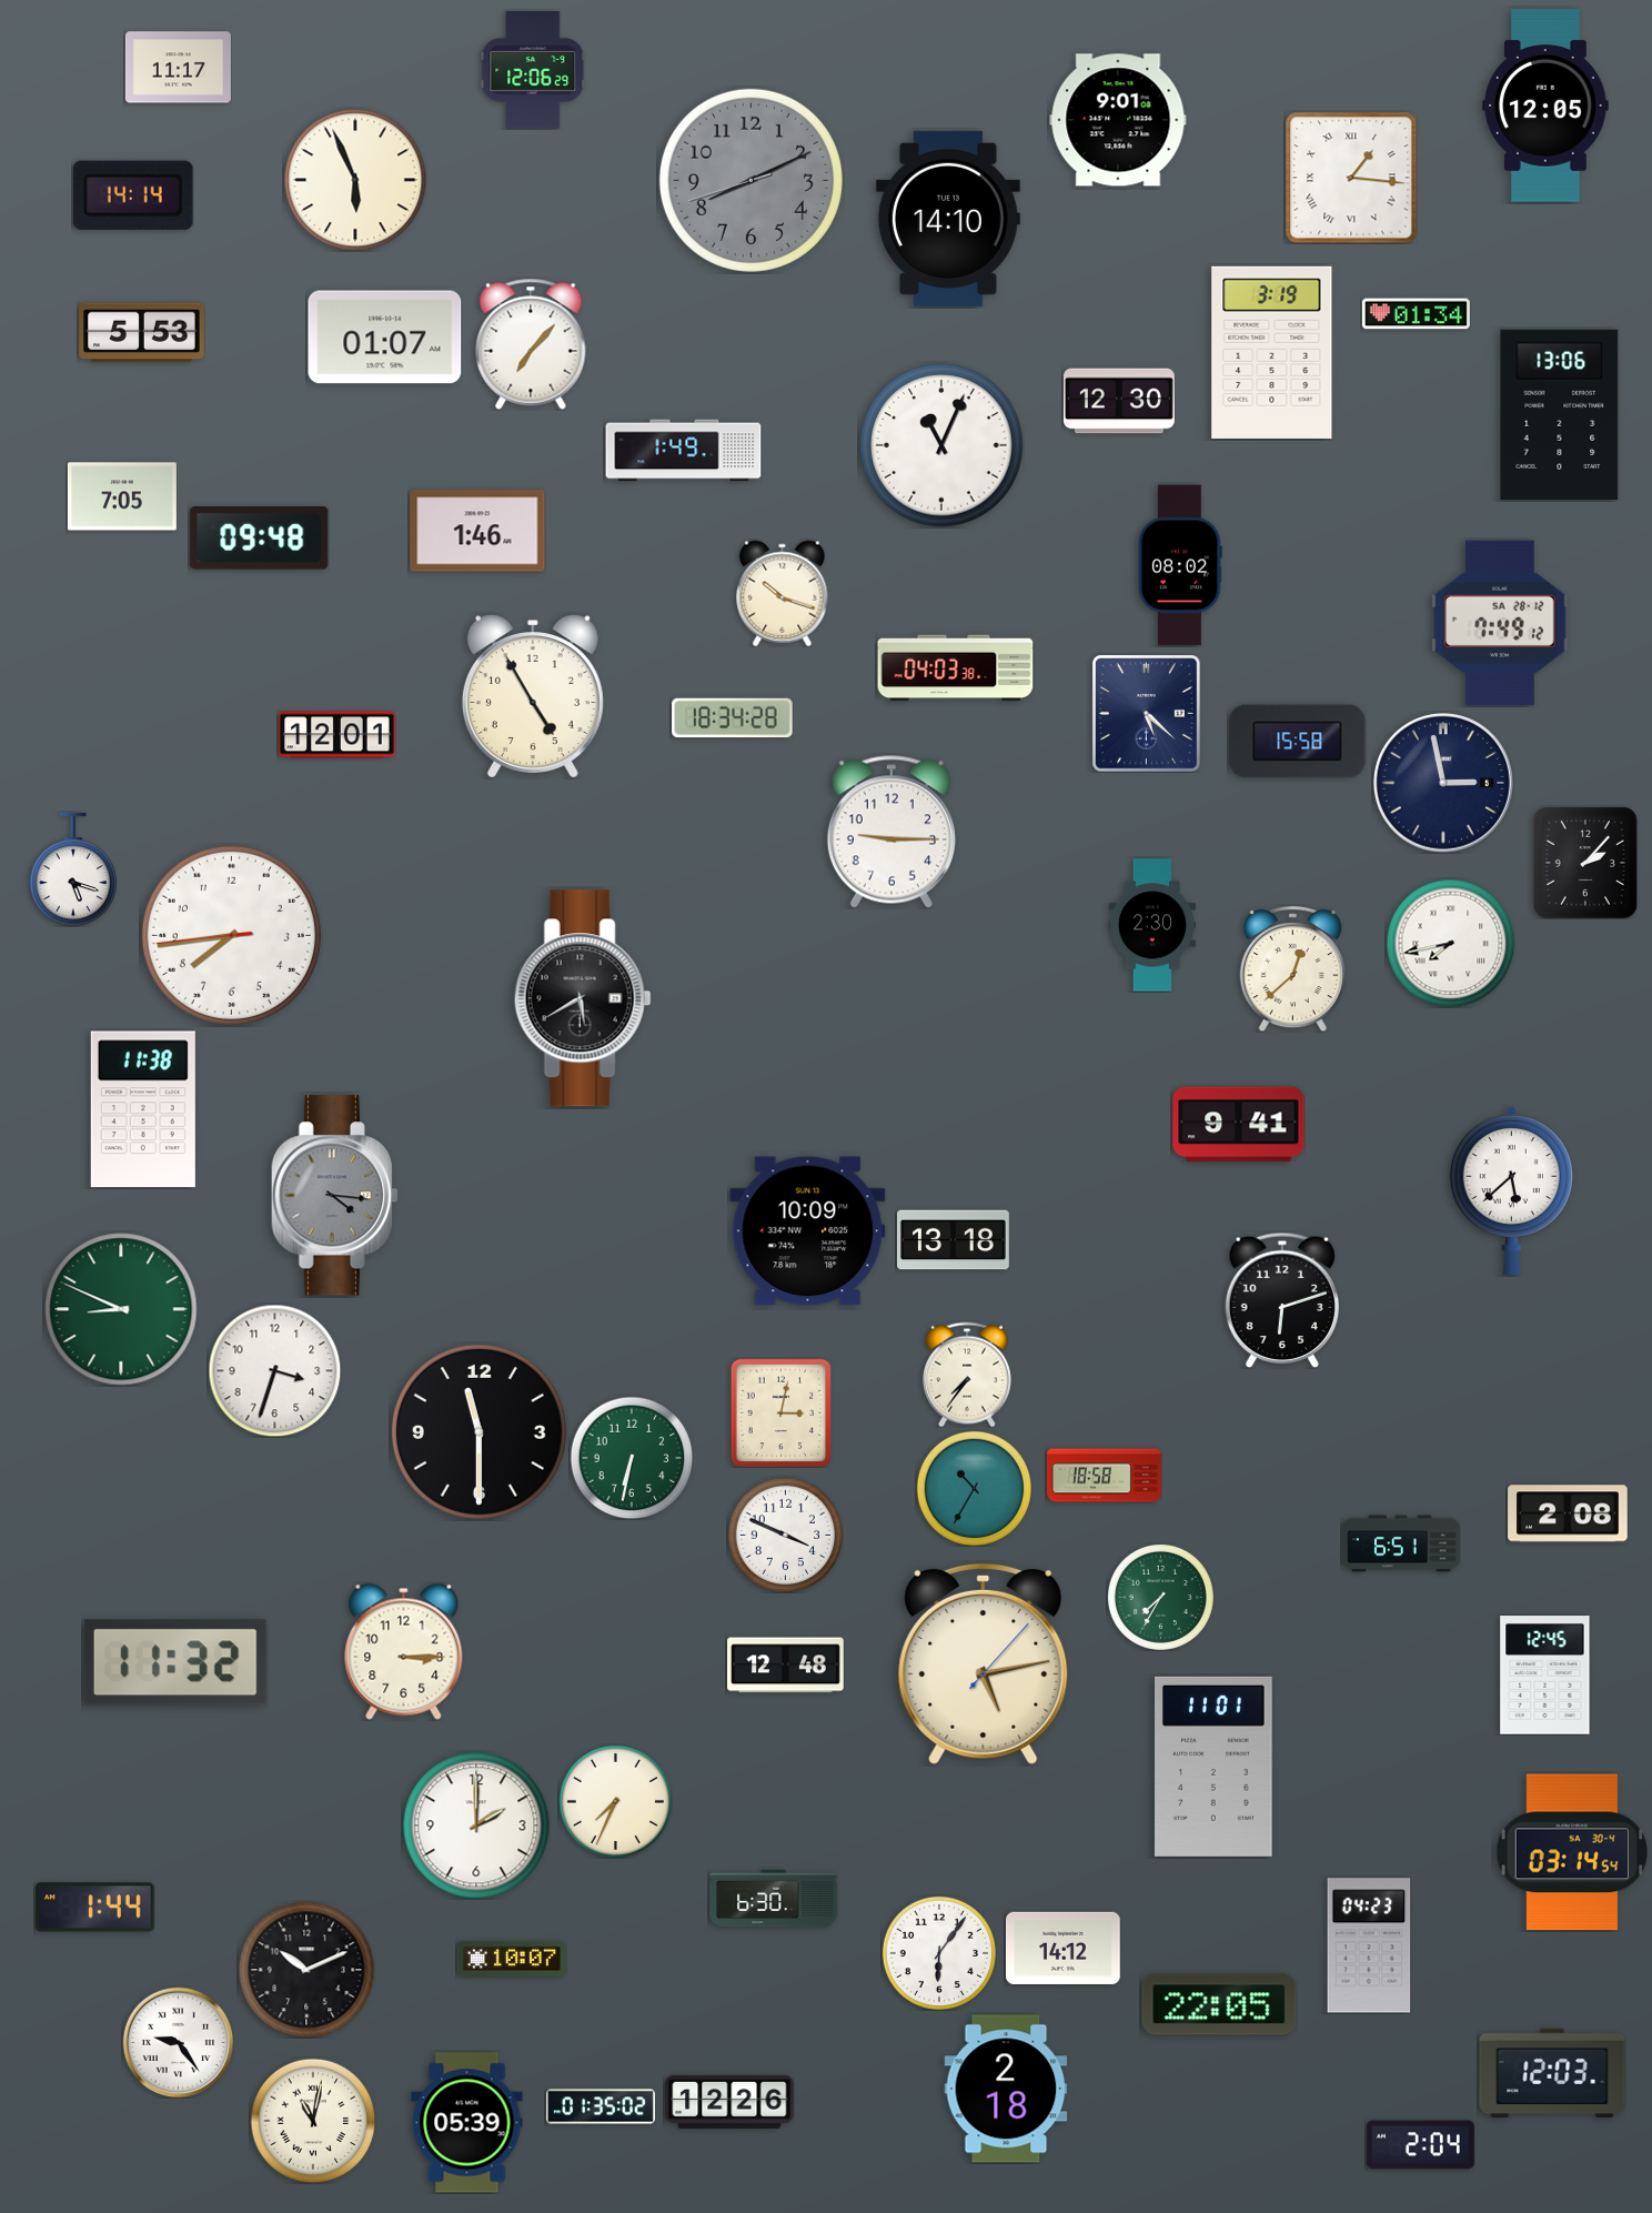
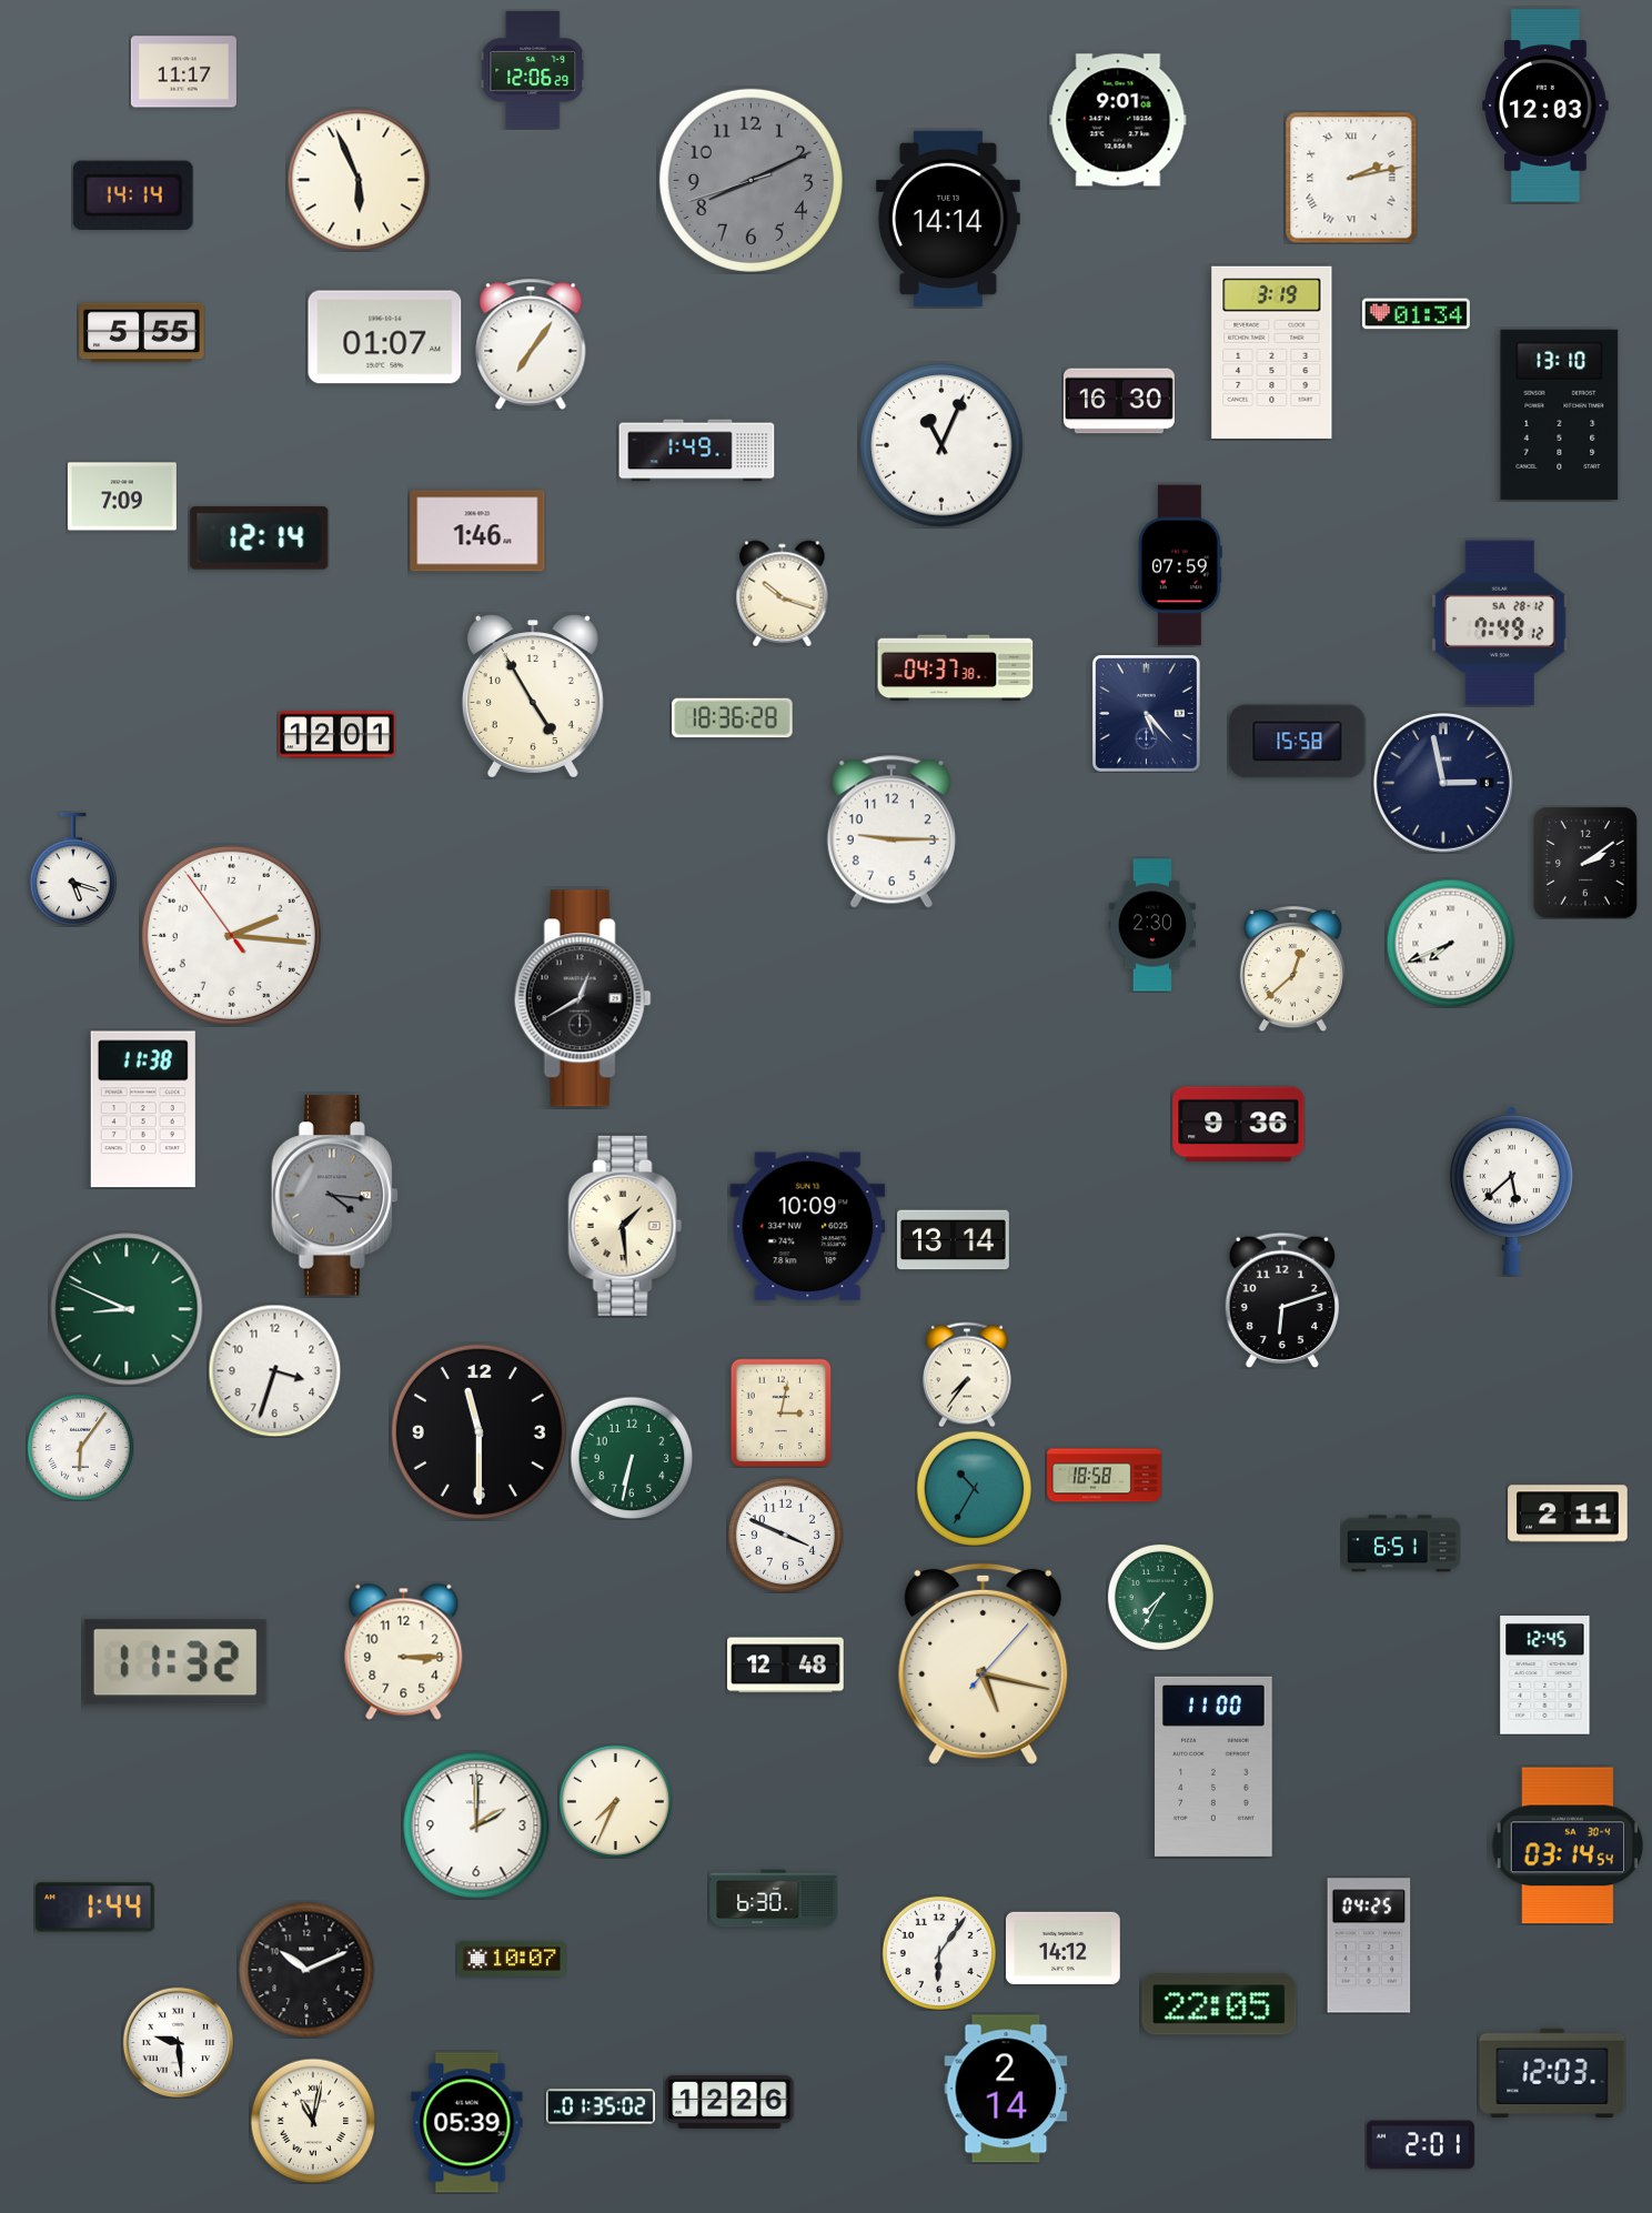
clock at (178, 68) position: (178, 68) -> (183, 72)
clock at (1545, 105): 12:05 -> 12:03
clock at (1351, 178): 1:16 -> 2:13
clock at (355, 180) position: (355, 180) -> (359, 180)
clock at (948, 219): 14:10 -> 14:14
clock at (142, 333): 5:53 -> 5:55
clock at (531, 344): 7:07 -> 7:06
clock at (1119, 401): 12:30 -> 16:30
clock at (1560, 414): 13:06 -> 13:10
clock at (684, 451) position: (684, 451) -> (697, 451)
clock at (122, 496): 7:05 -> 7:09
clock at (260, 537): 09:48 -> 12:14
clock at (1180, 565): 08:02 -> 07:59
clock at (956, 668): 04:03 -> 04:37
clock at (1146, 713): 5:22 -> 5:23
clock at (733, 718): 18:34 -> 18:36
clock at (1585, 863): 2:07 -> 2:09
clock at (231, 935): 7:43 -> 2:15
clock at (1450, 943): 7:43 -> 7:41
clock at (583, 998): 5:40 -> 12:40
clock at (1239, 1125): 9:41 -> 9:36
clock at (625, 1226): none -> 1:29
clock at (808, 1231) position: (808, 1231) -> (808, 1227)
clock at (953, 1240): 13:18 -> 13:14
clock at (121, 1309) position: (121, 1309) -> (127, 1309)
clock at (80, 1447): none -> 6:06
clock at (1568, 1513): 2:08 -> 2:11
clock at (984, 1663): 5:13 -> 5:17
clock at (1215, 1767): 11:01 -> 11:00
clock at (1571, 1852) position: (1571, 1852) -> (1567, 1845)
clock at (1369, 1945): 04:23 -> 04:25
clock at (178, 2042): 9:24 -> 9:29
clock at (1006, 2089): 2:18 -> 2:14
clock at (1420, 2145): 2:04 -> 2:01
